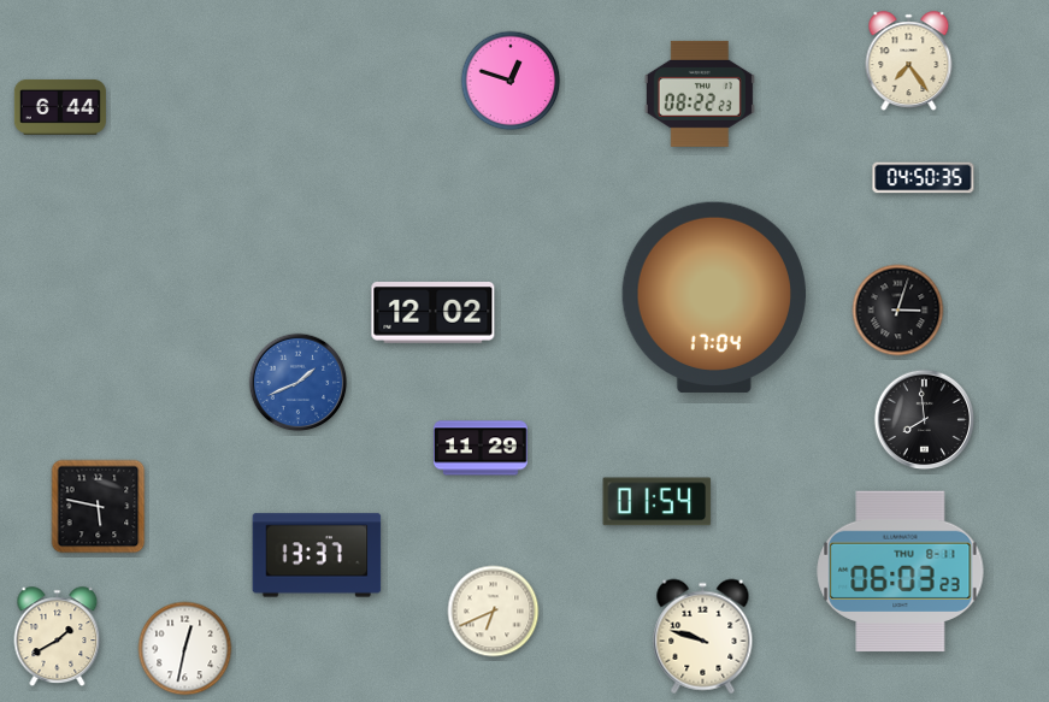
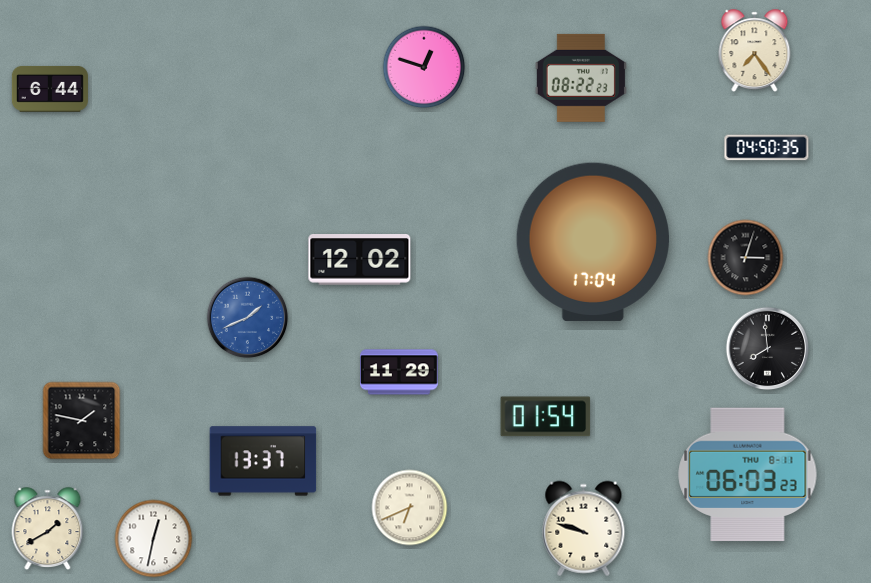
clock at (713, 297) position: (713, 297) -> (592, 242)
clock at (99, 507): 5:47 -> 1:47
